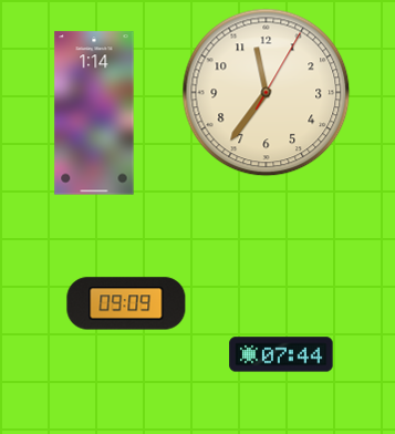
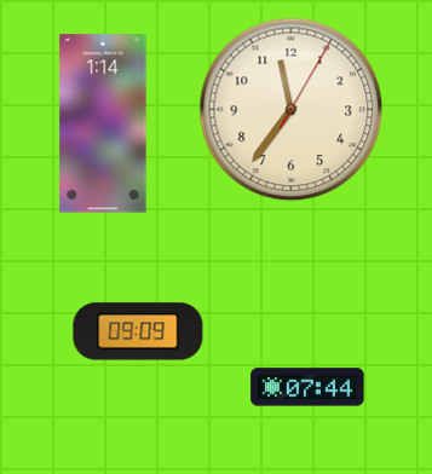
clock at (267, 93) position: (267, 93) -> (292, 110)
